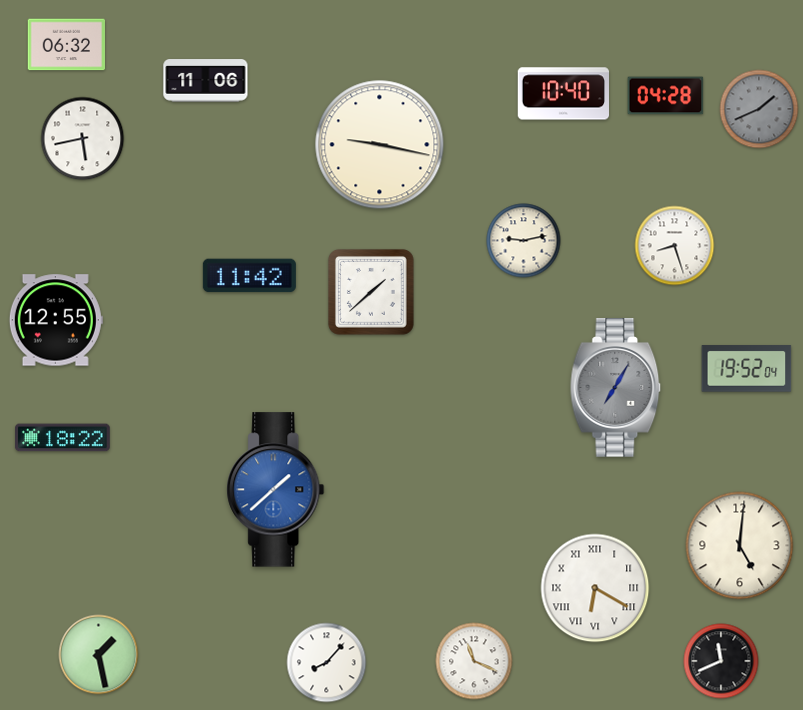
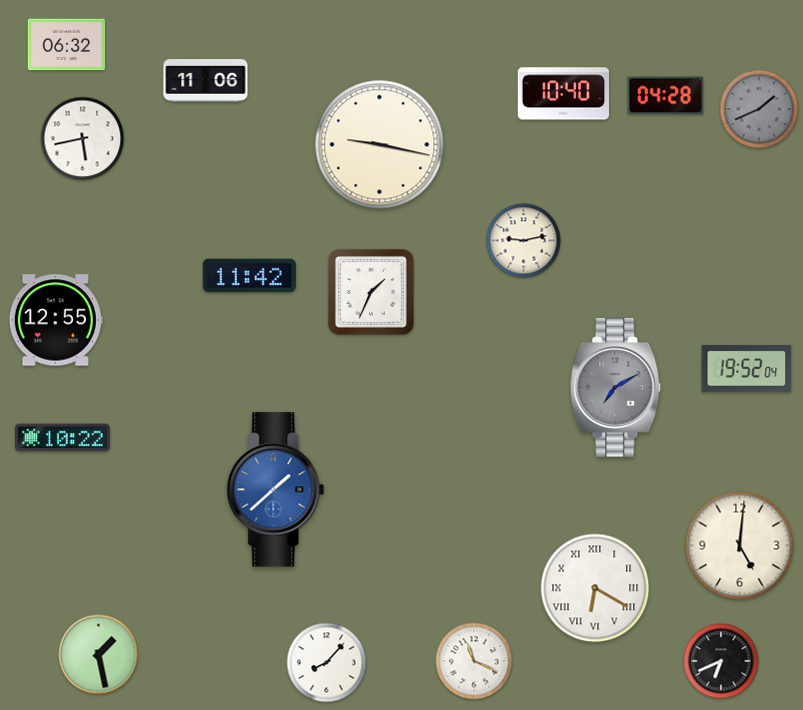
clock at (675, 246): 8:27 -> none
clock at (371, 292): 1:38 -> 1:34
clock at (616, 388): 7:05 -> 7:10
clock at (63, 438): 18:22 -> 10:22
clock at (721, 661): 11:41 -> 6:41
